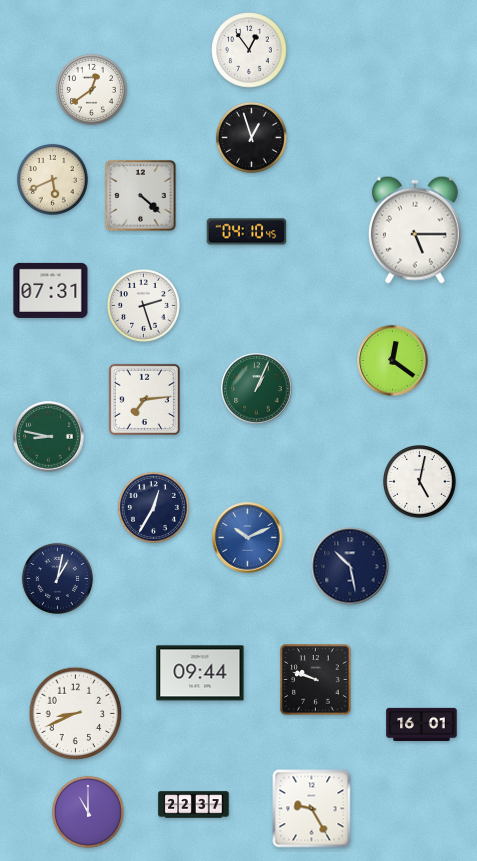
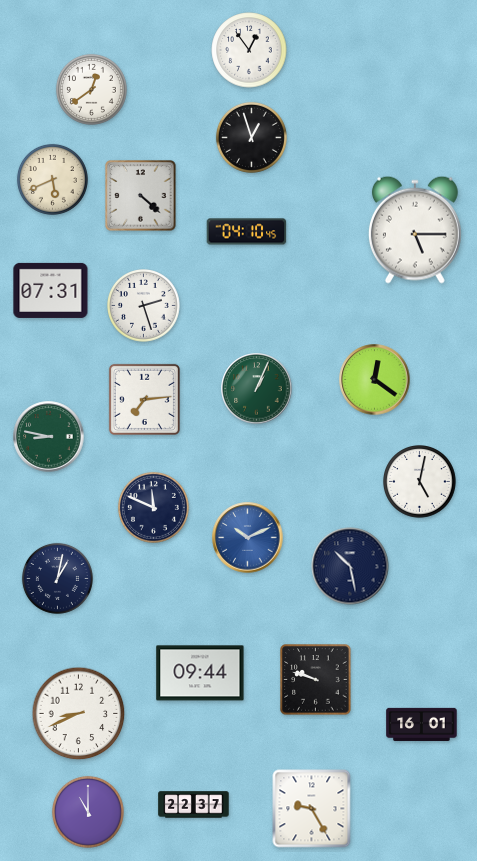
clock at (393, 361) position: (393, 361) -> (375, 380)
clock at (153, 507): 12:35 -> 11:49
clock at (76, 714) position: (76, 714) -> (79, 714)
